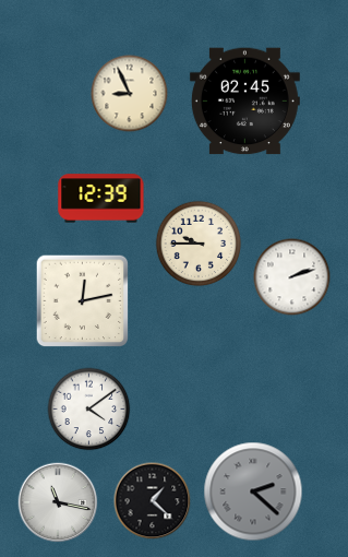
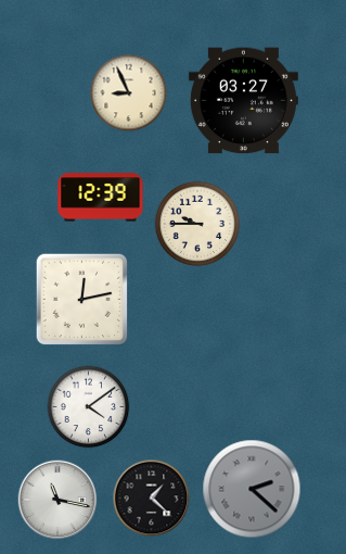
clock at (244, 102): 02:45 -> 03:27
clock at (199, 244) position: (199, 244) -> (197, 224)
clock at (292, 277): 2:12 -> none
